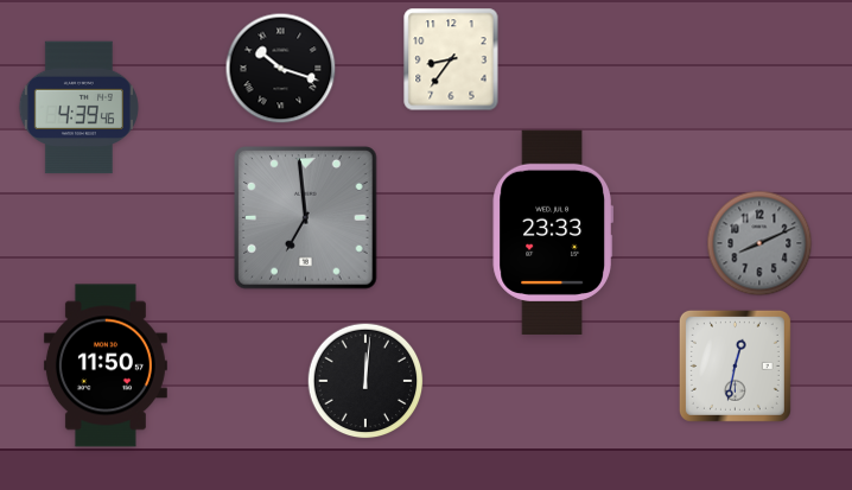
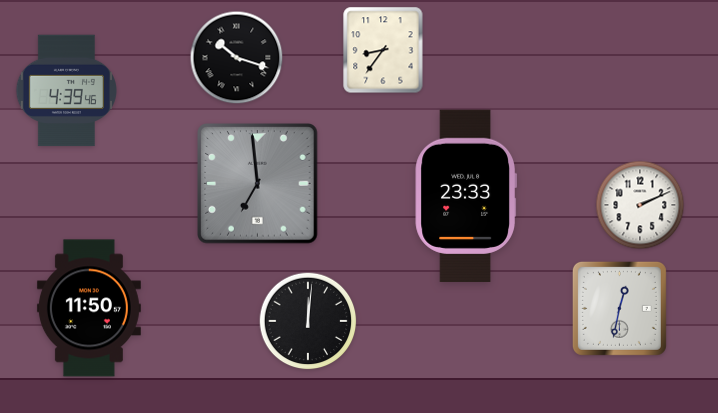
clock at (451, 59) position: (451, 59) -> (383, 50)
clock at (759, 243): 8:11 -> 2:11
clock at (759, 243) dial: grey -> white
